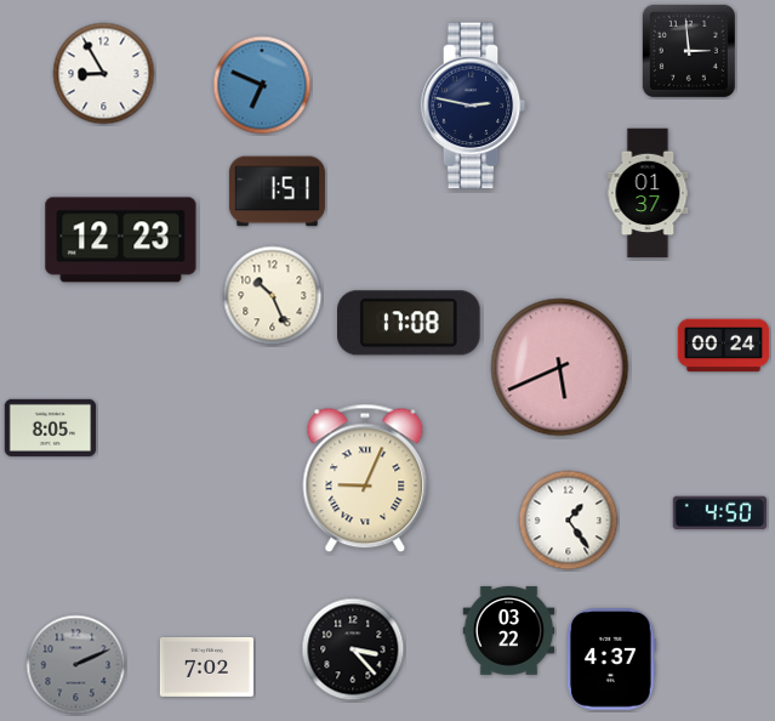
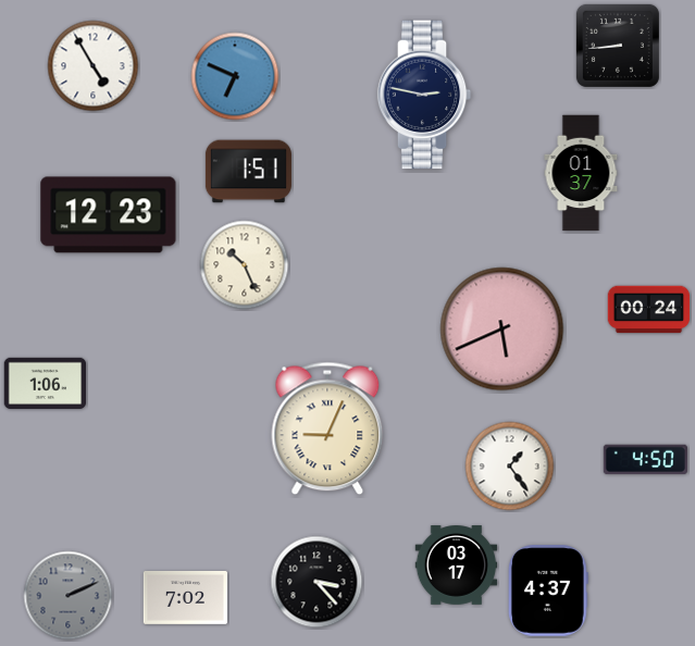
clock at (689, 51): 2:59 -> 8:44
clock at (104, 74): 8:55 -> 4:55
clock at (410, 323): 17:08 -> none
clock at (51, 427): 8:05 -> 1:06
clock at (509, 631): 03:22 -> 03:17
